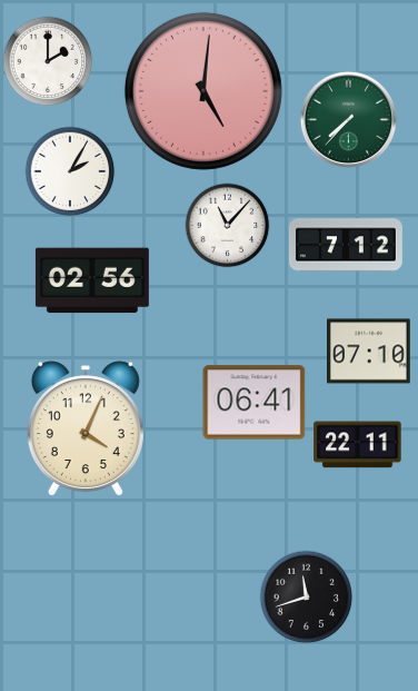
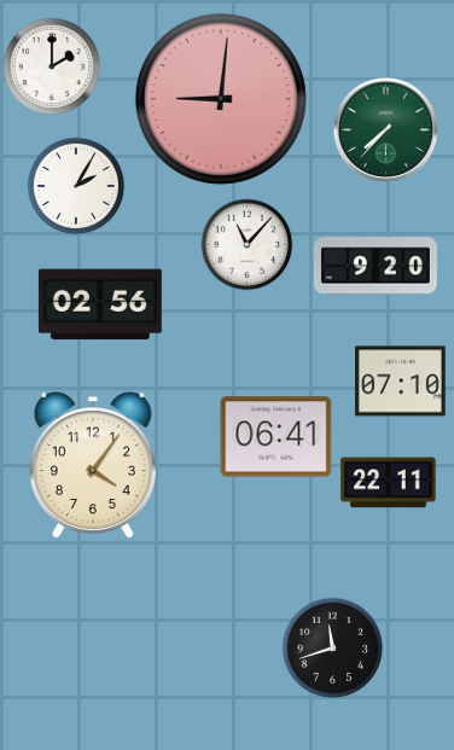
clock at (203, 91): 5:01 -> 9:01
clock at (349, 120) position: (349, 120) -> (386, 130)
clock at (346, 245): 7:12 -> 9:20
clock at (86, 430): 4:04 -> 4:06
